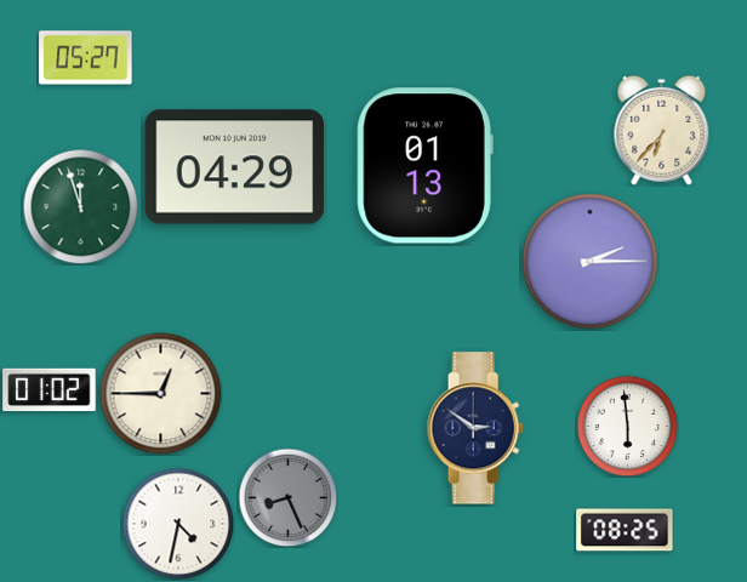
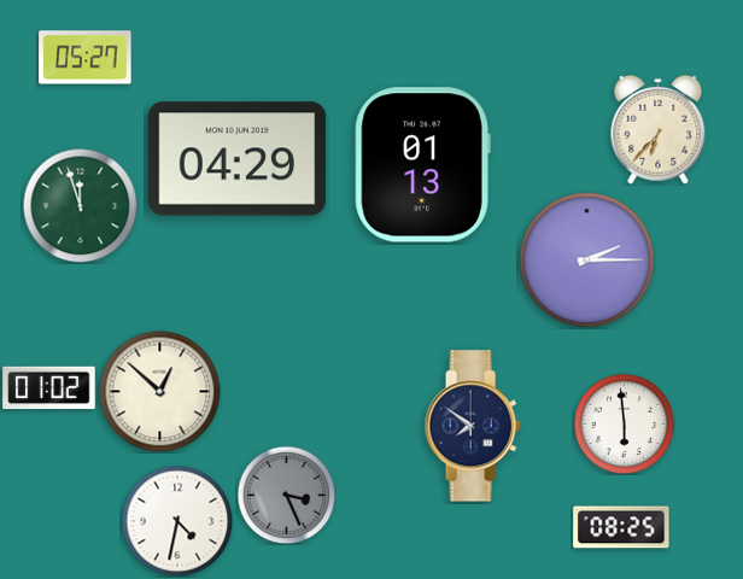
clock at (235, 167) position: (235, 167) -> (238, 159)
clock at (161, 394): 12:45 -> 12:52
clock at (475, 428): 2:51 -> 7:51
clock at (287, 497): 8:26 -> 3:26
